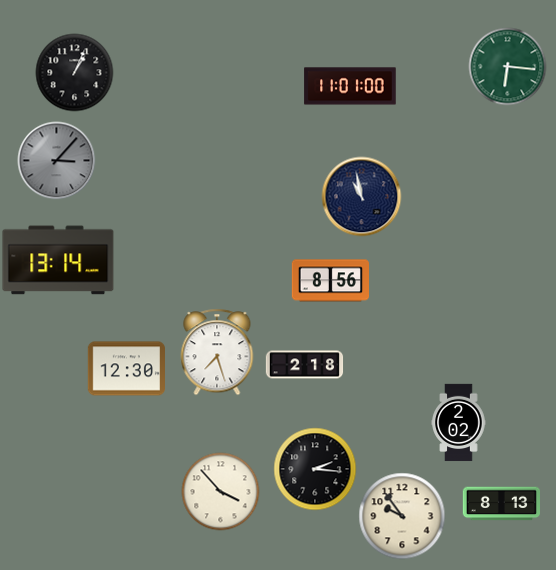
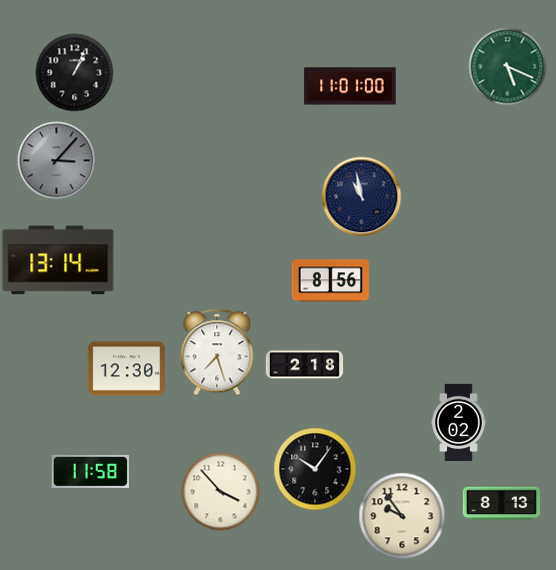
clock at (507, 66): 6:16 -> 5:19
clock at (315, 469): 2:16 -> 10:06
clock at (90, 471): none -> 11:58
